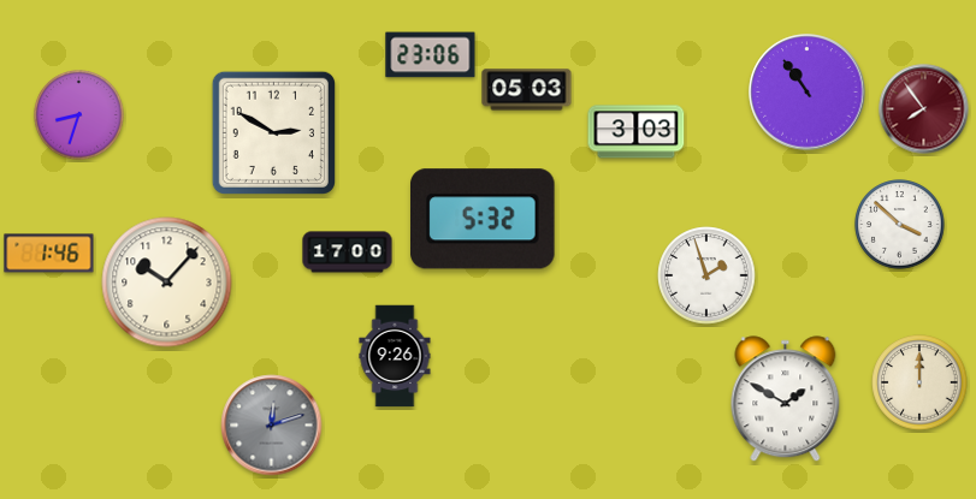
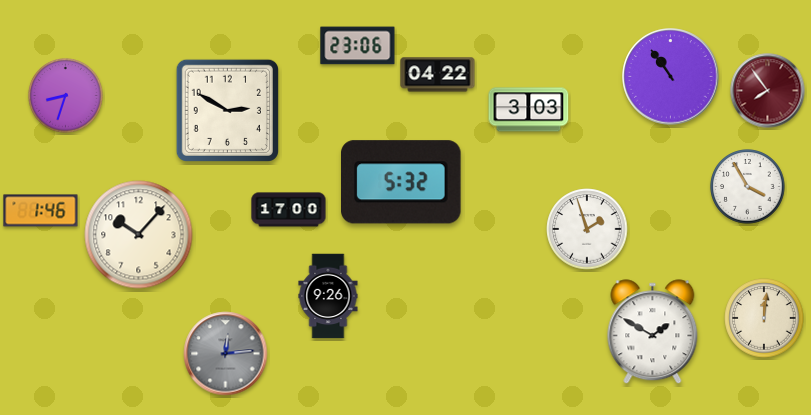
clock at (527, 90): 05:03 -> 04:22
clock at (900, 225): 3:52 -> 3:55
clock at (919, 382): 12:00 -> 12:01
clock at (272, 426): 12:12 -> 12:14
